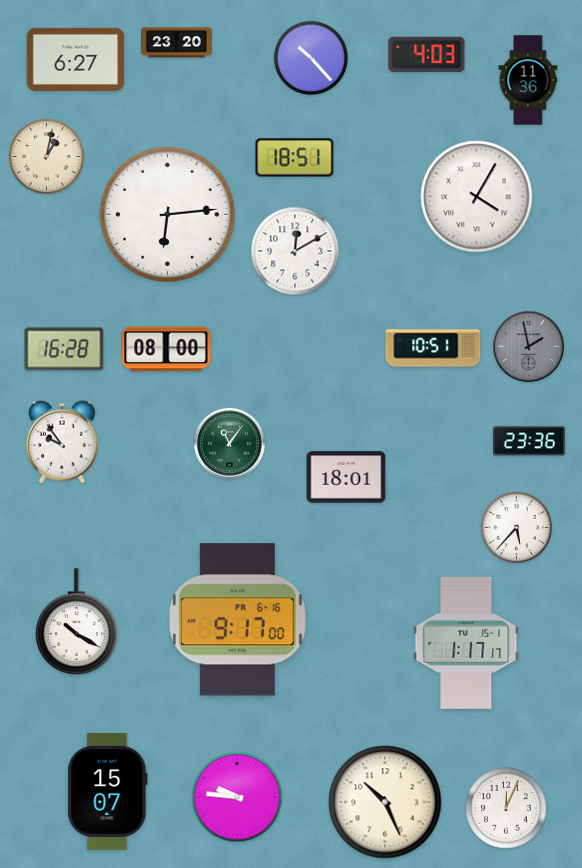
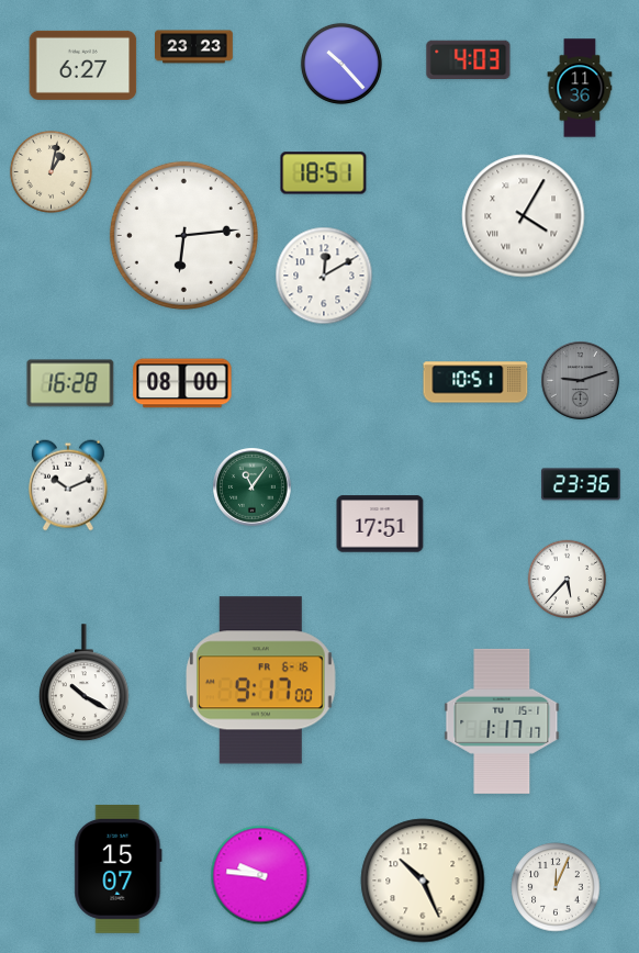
clock at (177, 43): 23:20 -> 23:23
clock at (529, 347): 1:58 -> 9:12
clock at (62, 442): 9:54 -> 10:11
clock at (346, 477): 18:01 -> 17:51
clock at (466, 643) position: (466, 643) -> (502, 721)
